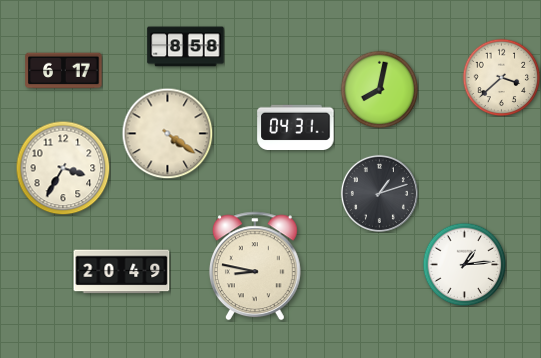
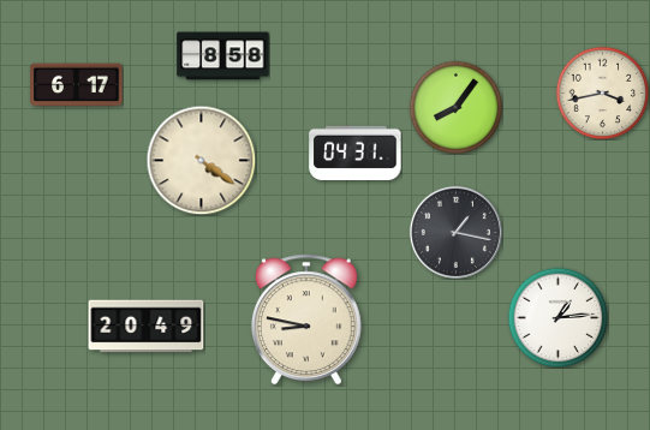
clock at (501, 77): 3:38 -> 3:43
clock at (379, 89): 8:02 -> 8:06
clock at (63, 168): 3:35 -> none
clock at (379, 193): 1:12 -> 1:17
